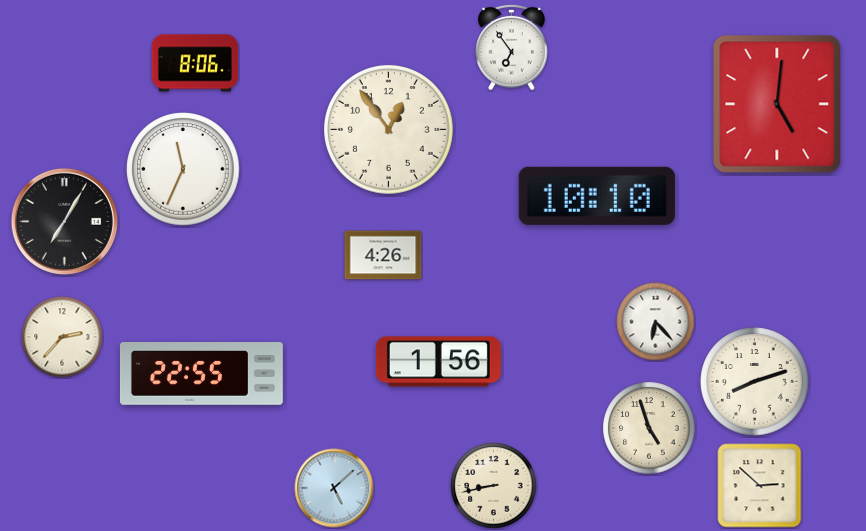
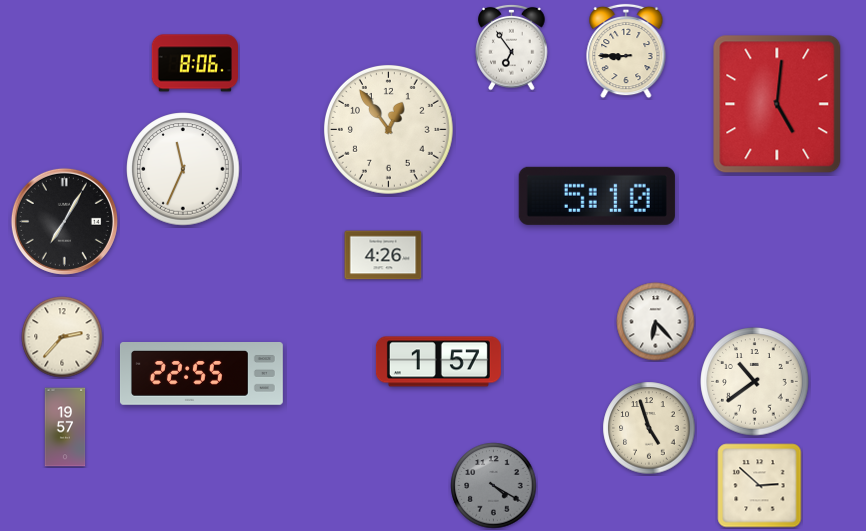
clock at (626, 51): none -> 8:45
clock at (597, 196): 10:10 -> 5:10
clock at (438, 362): 1:56 -> 1:57
clock at (755, 382): 8:12 -> 10:39
clock at (65, 427): none -> 19:57
clock at (494, 486): 8:43 -> 4:20
clock at (494, 486) dial: cream -> grey
clock at (334, 488): 5:08 -> none
